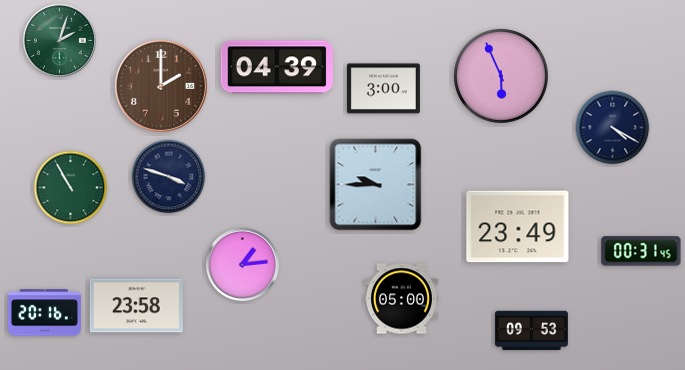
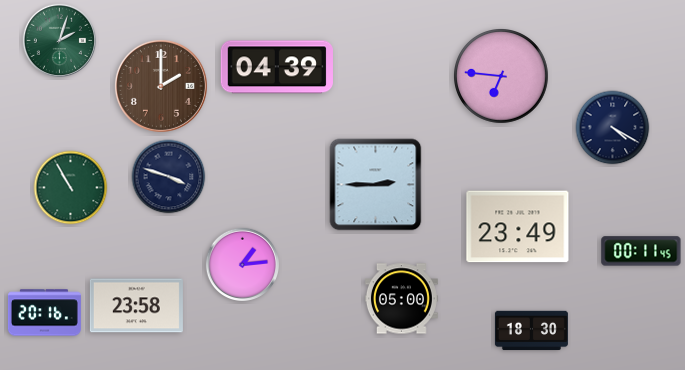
clock at (502, 77): 5:56 -> 6:46
clock at (383, 89): 3:00 -> none
clock at (376, 185): 9:45 -> 2:45
clock at (641, 251): 00:31 -> 00:11
clock at (531, 331): 09:53 -> 18:30
